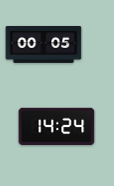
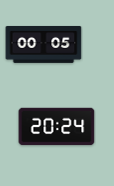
clock at (57, 127): 14:24 -> 20:24
